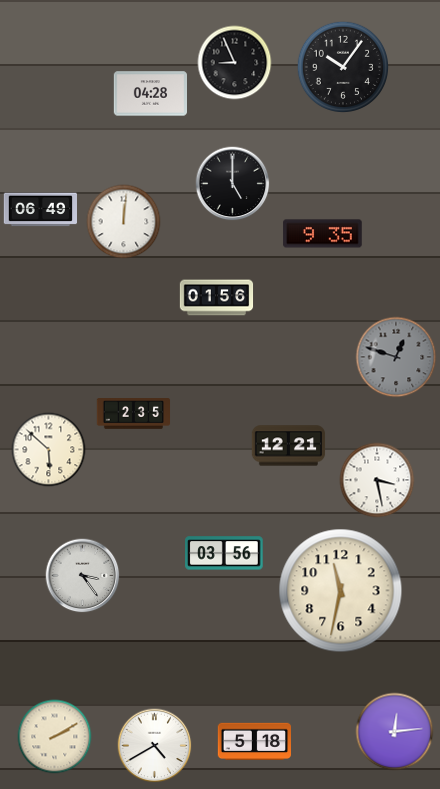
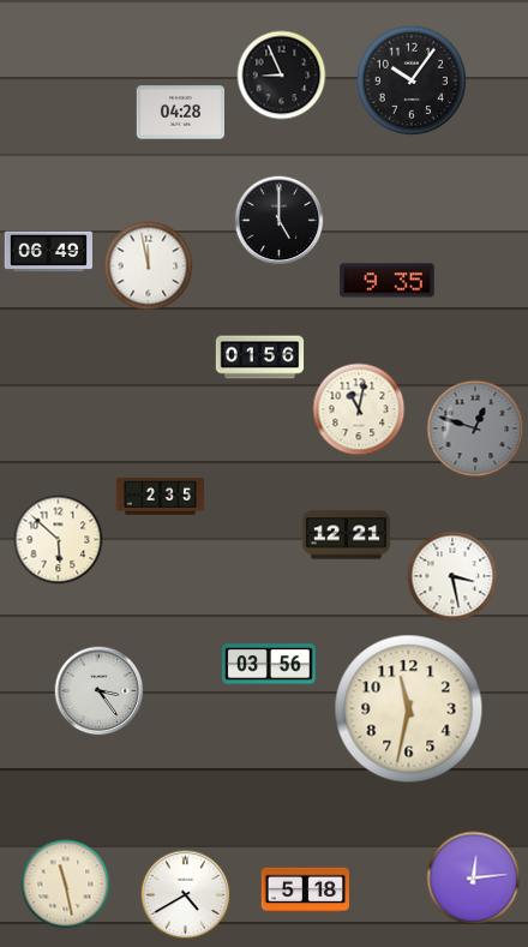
clock at (124, 222): 12:01 -> 11:58
clock at (359, 409): none -> 11:02
clock at (55, 737): 2:10 -> 11:28
